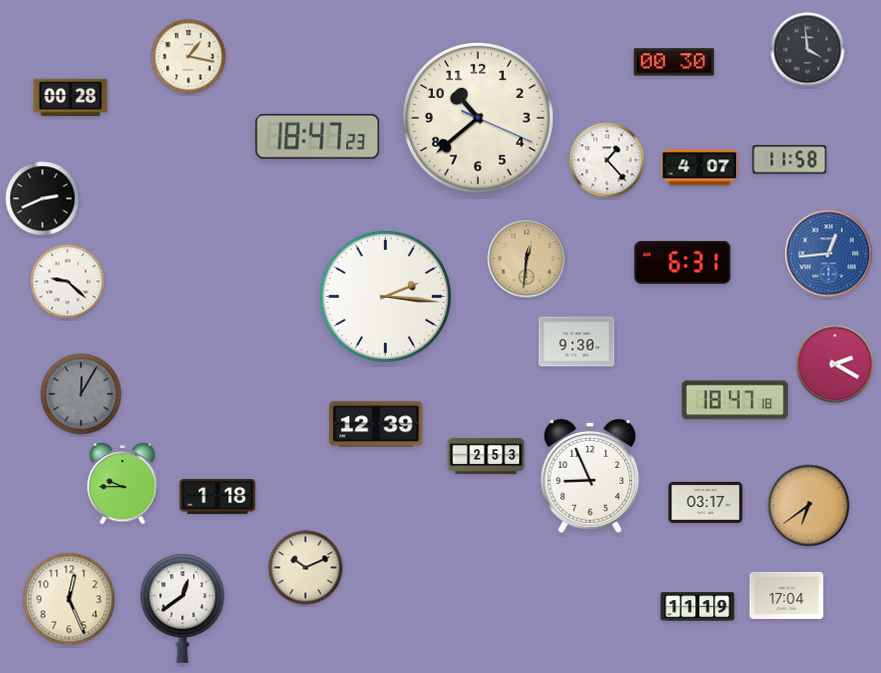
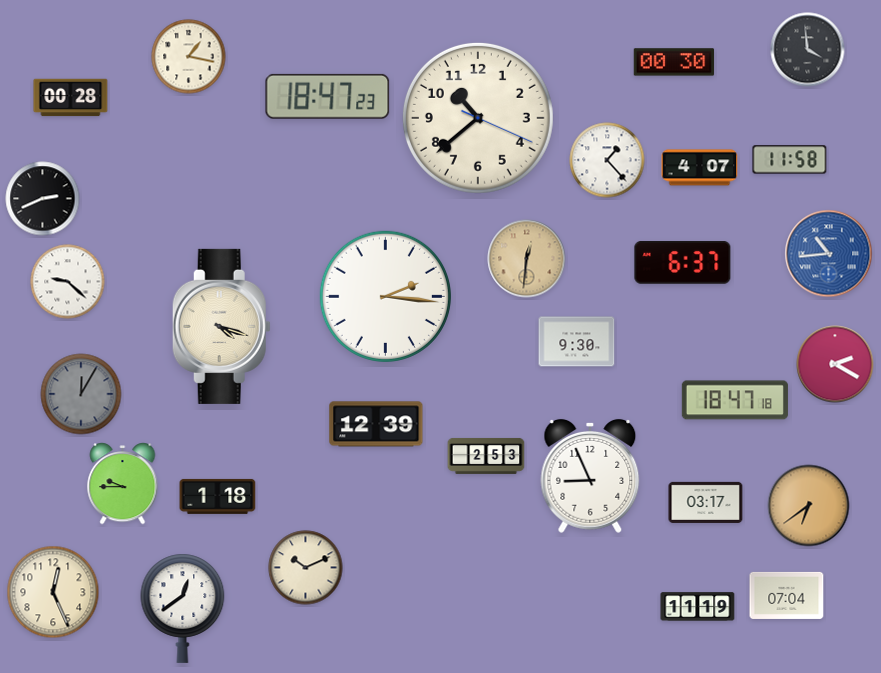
clock at (318, 136) position: (318, 136) -> (328, 96)
clock at (829, 254): 12:44 -> 10:44
clock at (683, 263): 6:31 -> 6:37
clock at (221, 326): none -> 4:18
clock at (787, 595): 17:04 -> 07:04
clock at (69, 599) position: (69, 599) -> (53, 592)
